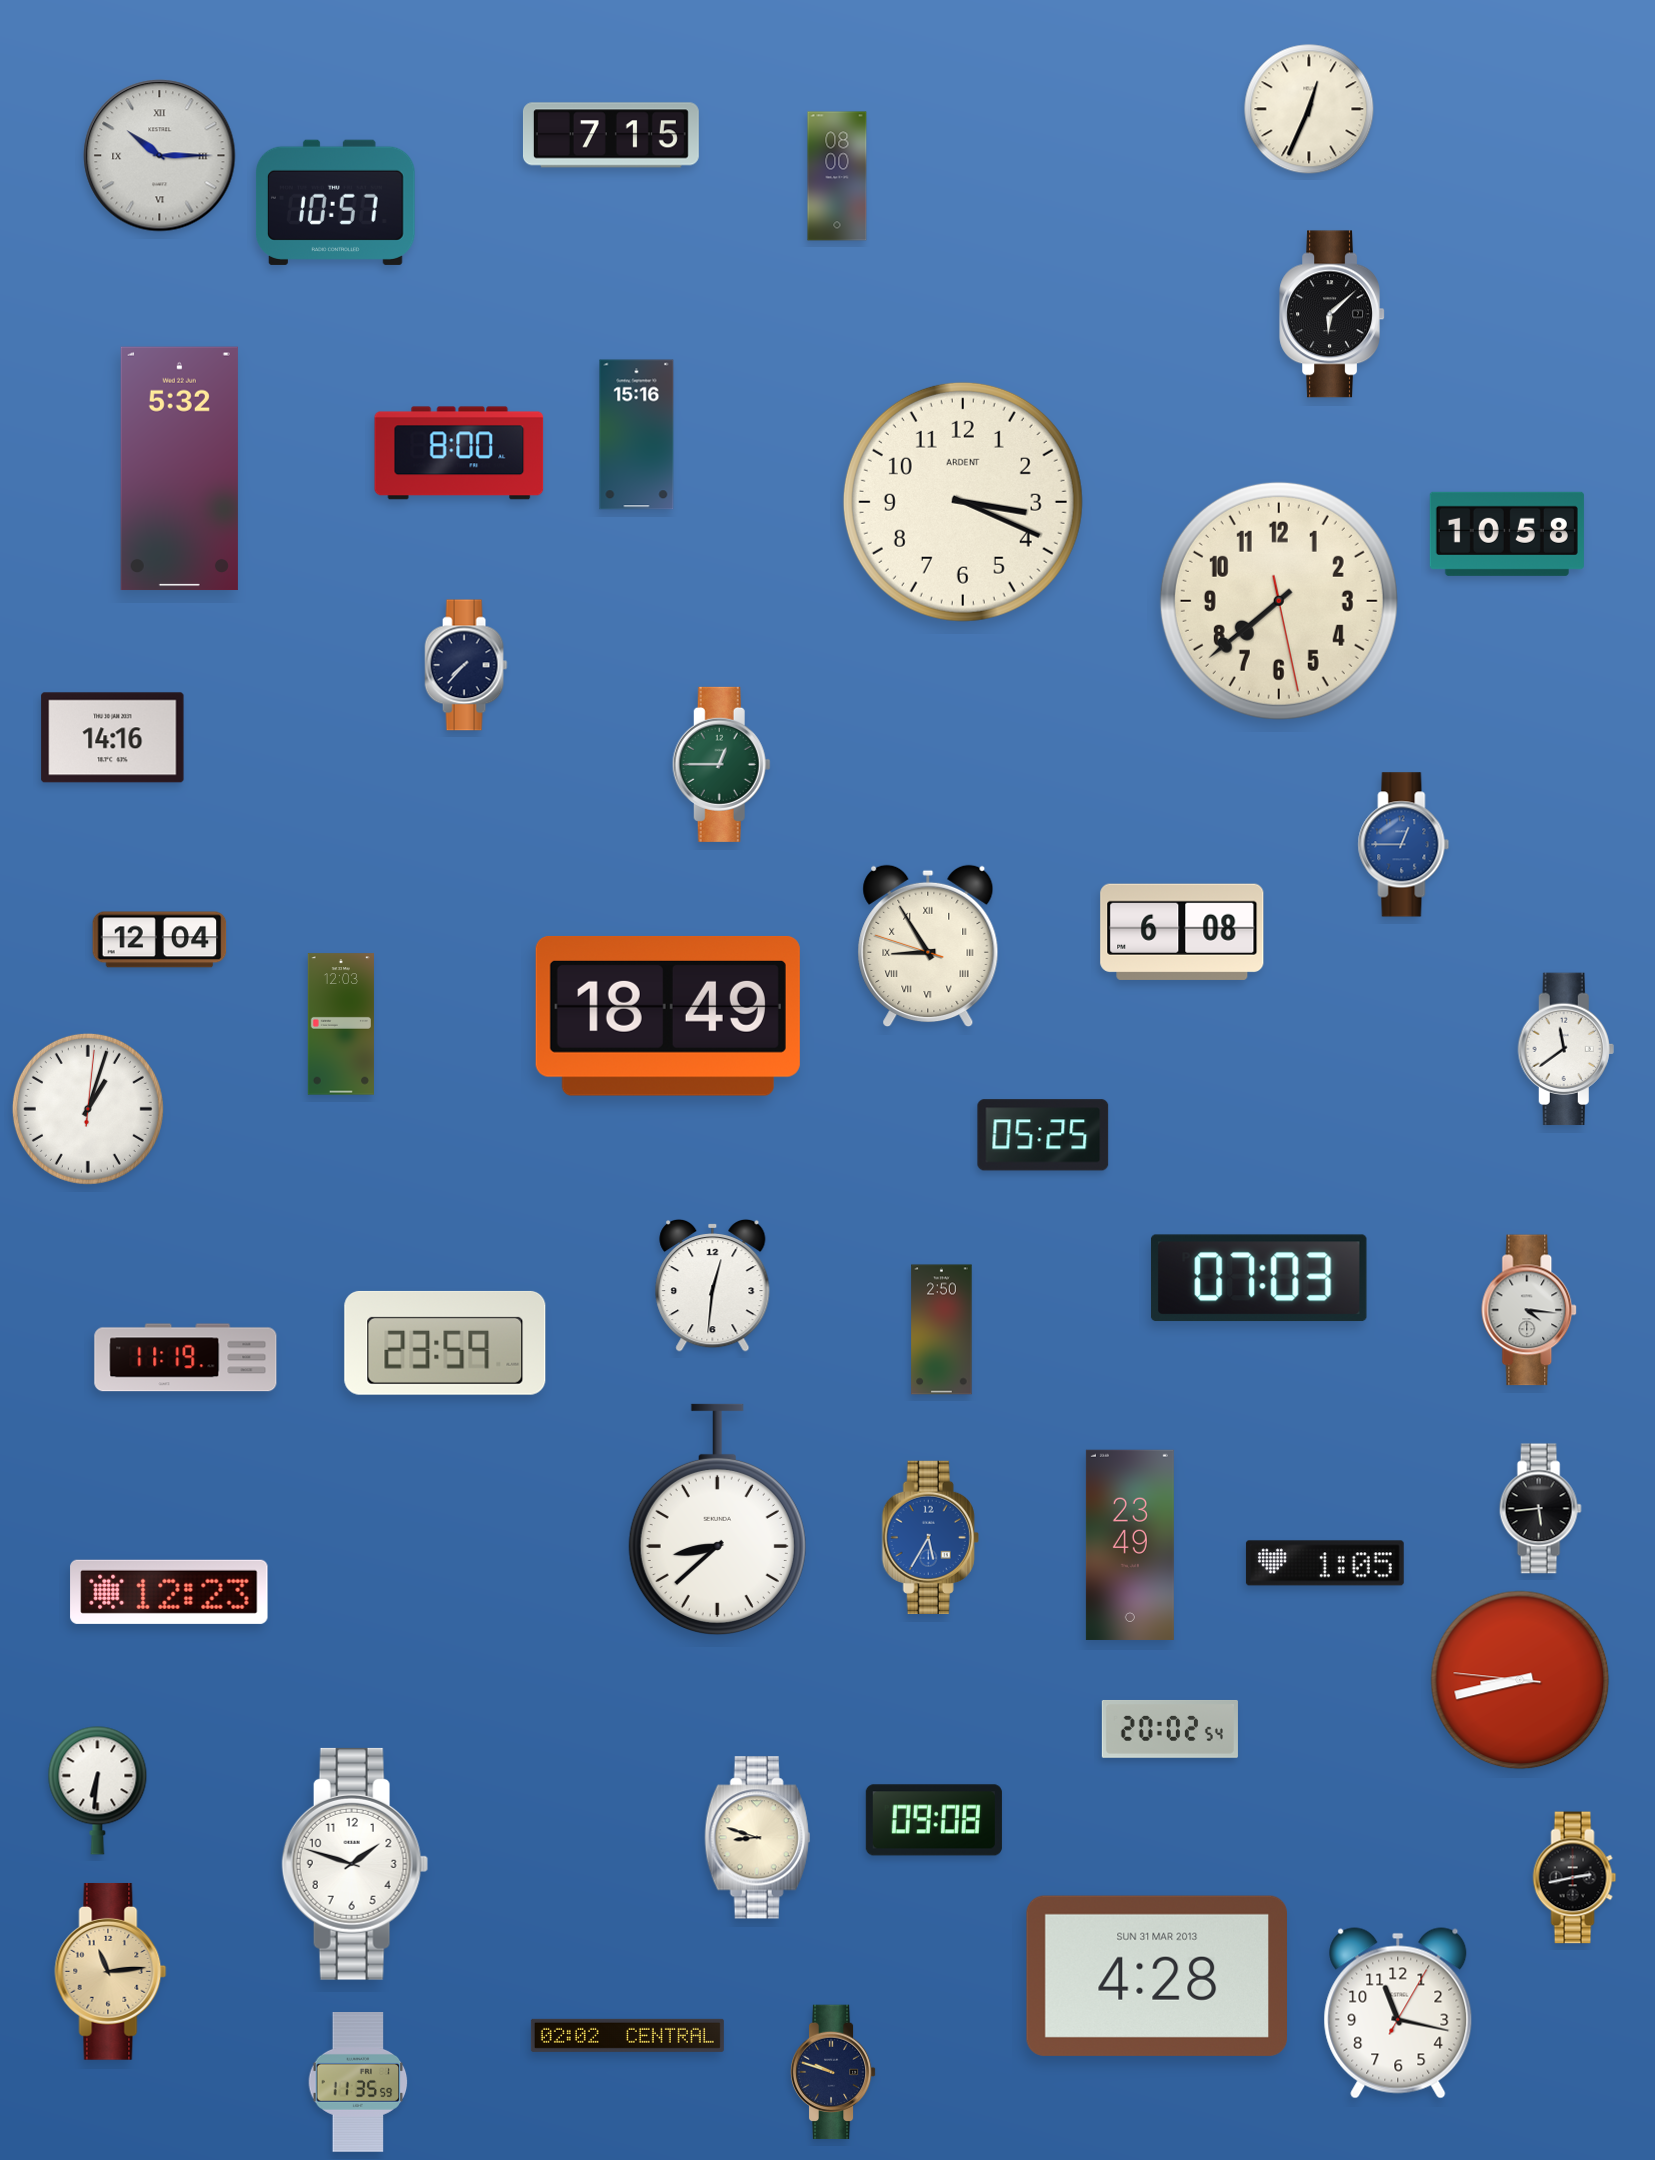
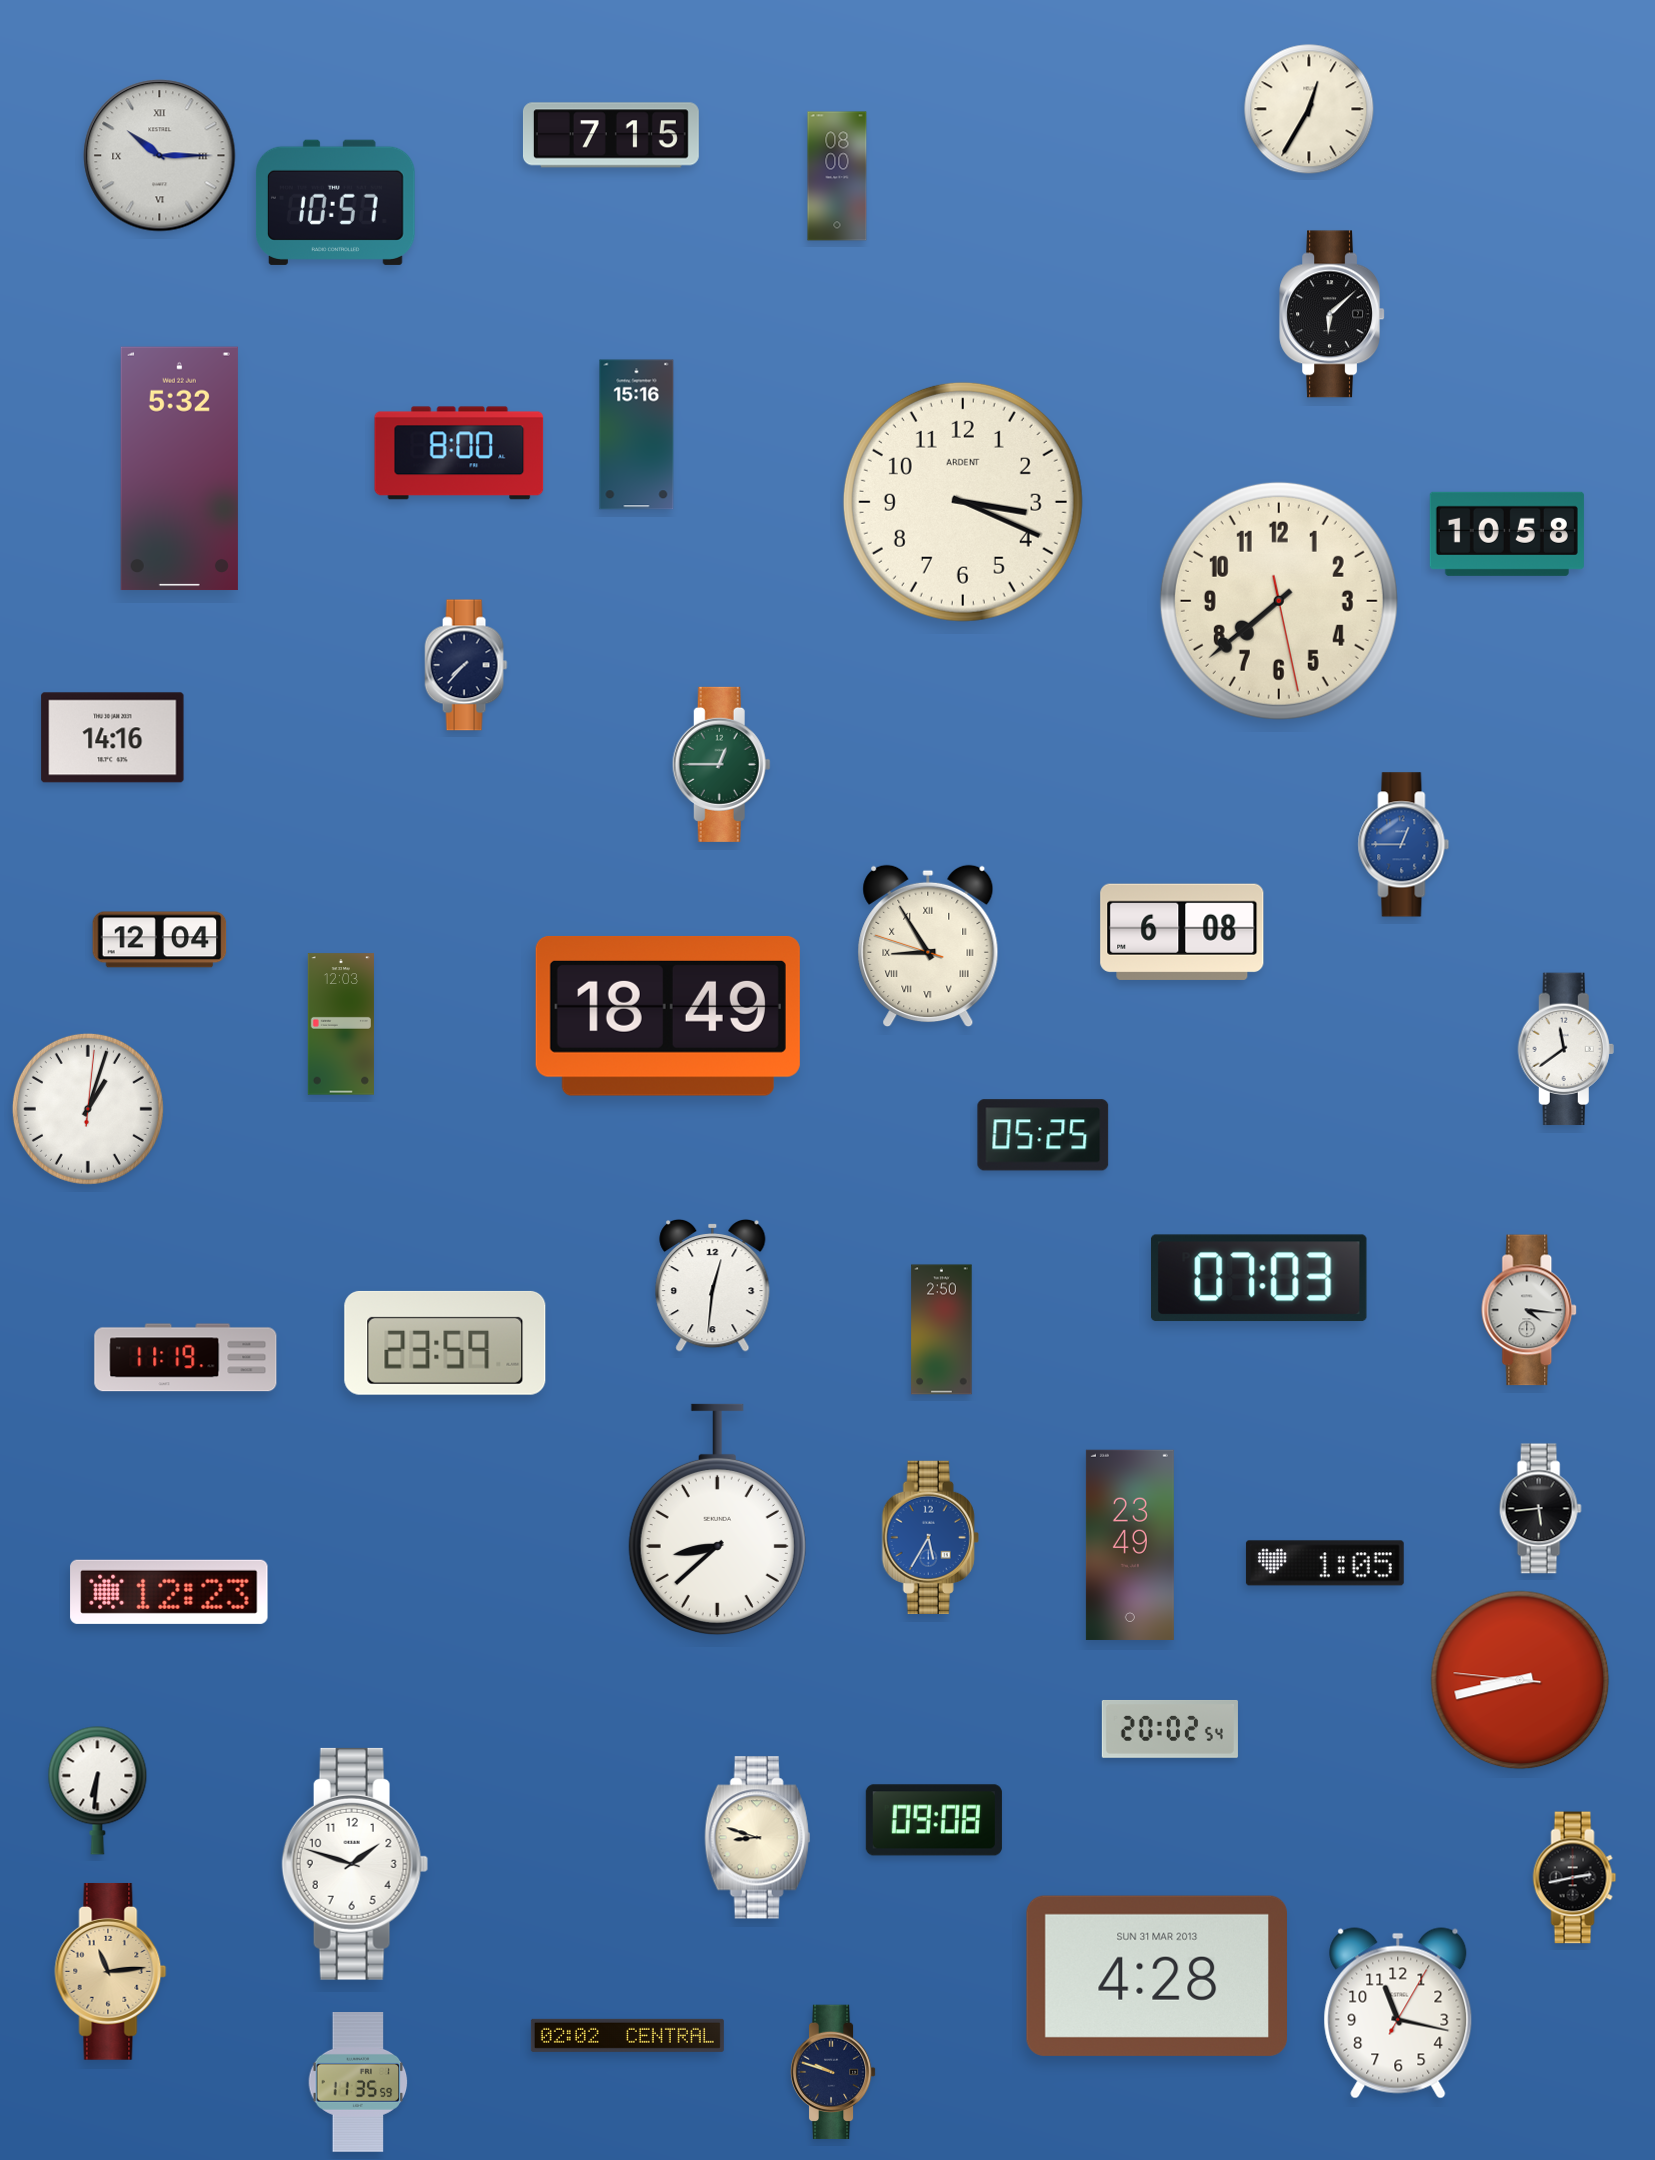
clock at (1309, 109): 12:34 -> 12:35
